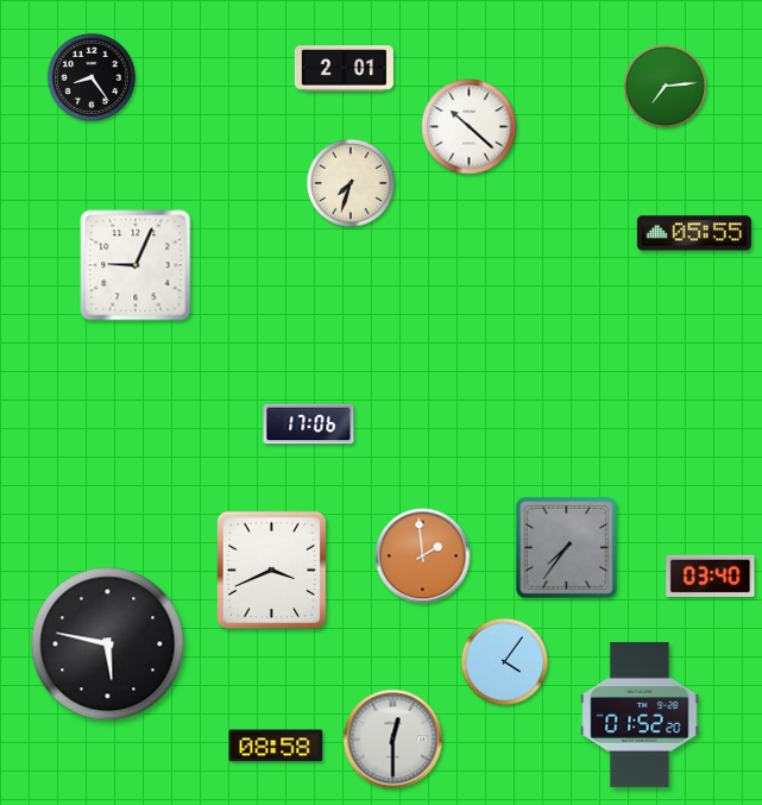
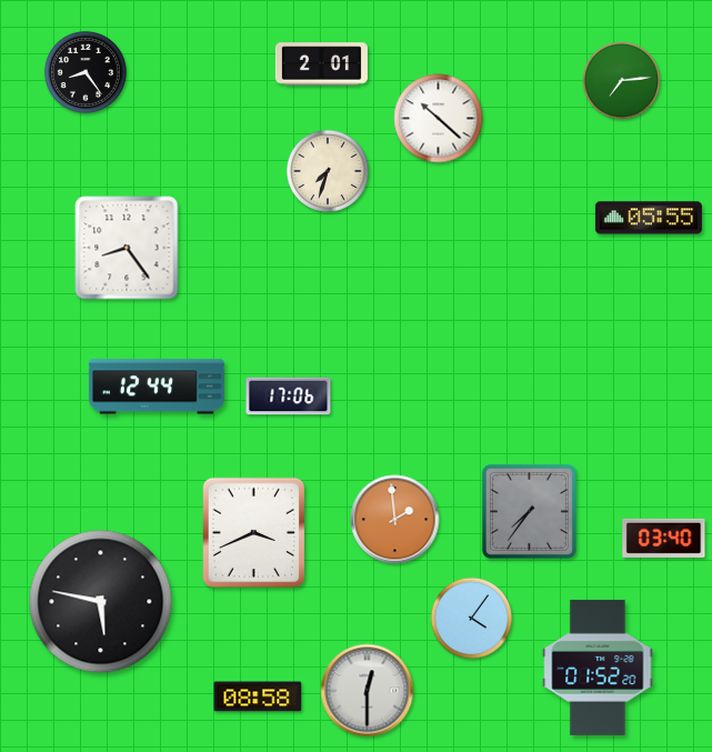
clock at (136, 265): 9:04 -> 8:24
clock at (157, 387): none -> 12:44
